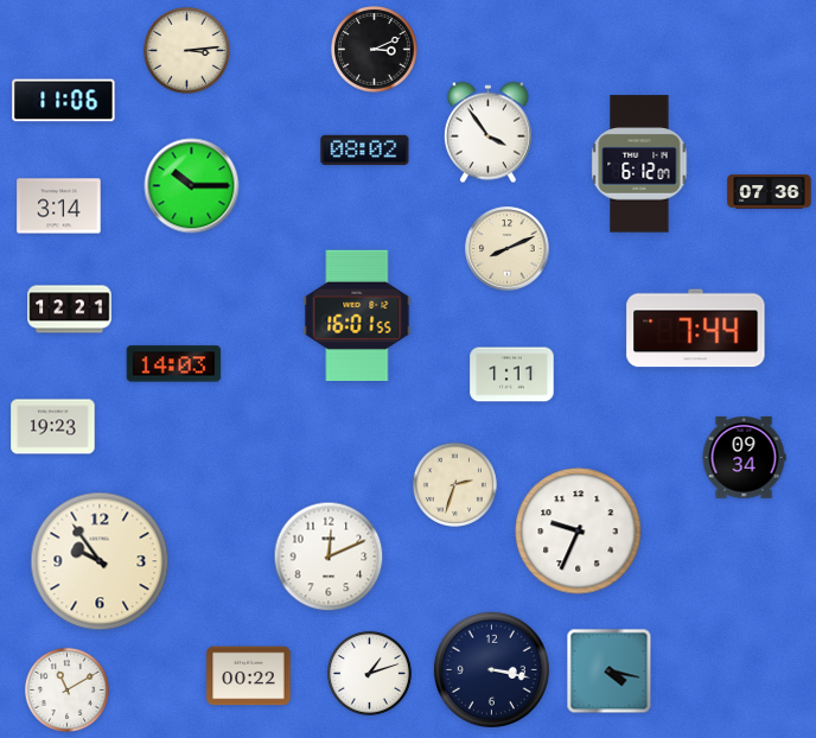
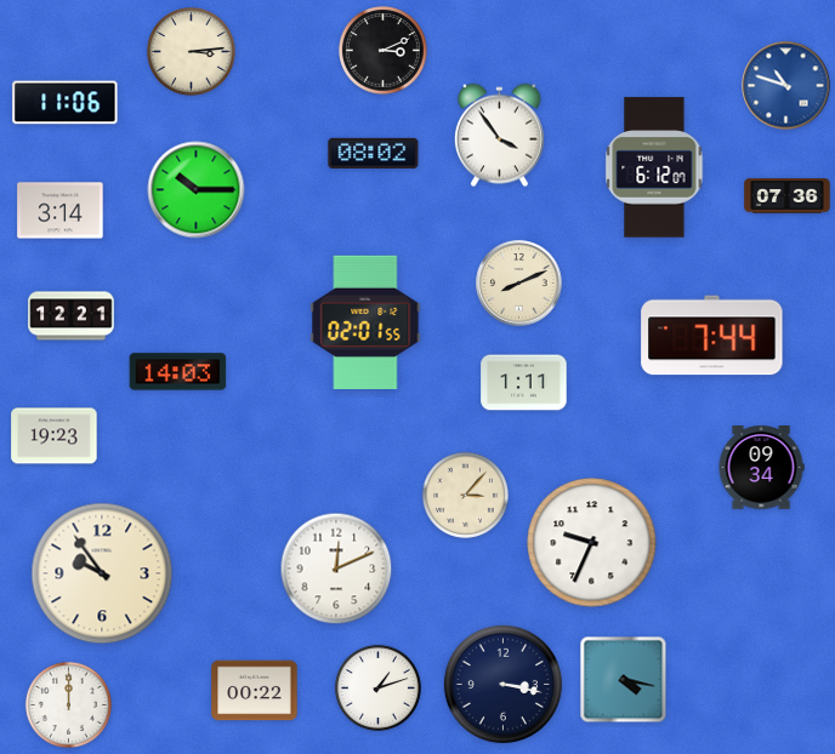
clock at (786, 86): none -> 10:48
clock at (508, 249) position: (508, 249) -> (519, 284)
clock at (357, 316): 16:01 -> 02:01
clock at (454, 484): 2:33 -> 3:07
clock at (610, 672) position: (610, 672) -> (624, 680)
clock at (66, 689): 11:10 -> 12:00
